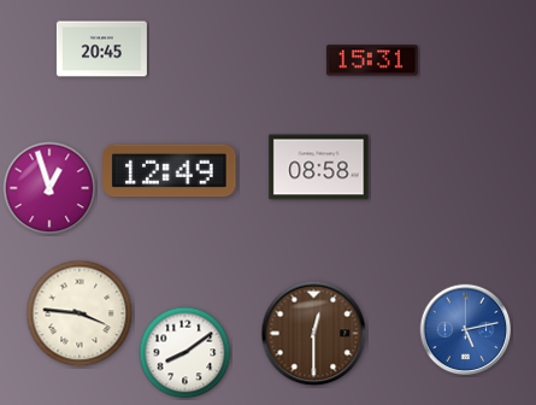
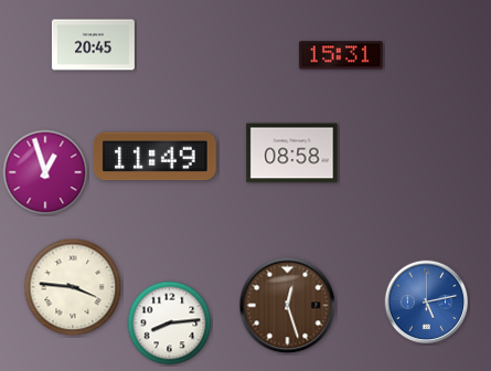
clock at (170, 171): 12:49 -> 11:49
clock at (314, 334): 12:30 -> 12:27
clock at (185, 353): 8:09 -> 8:14
